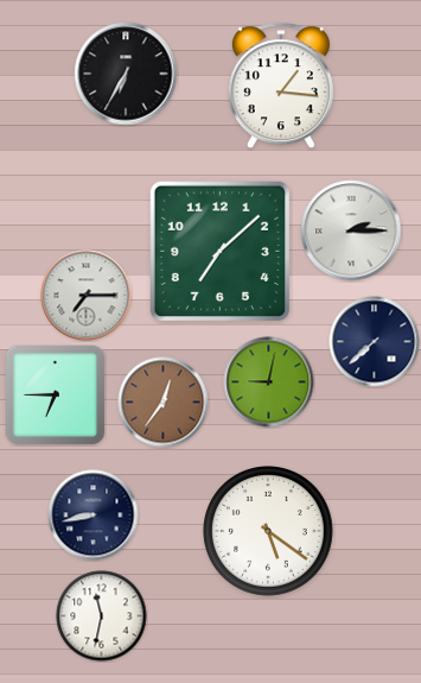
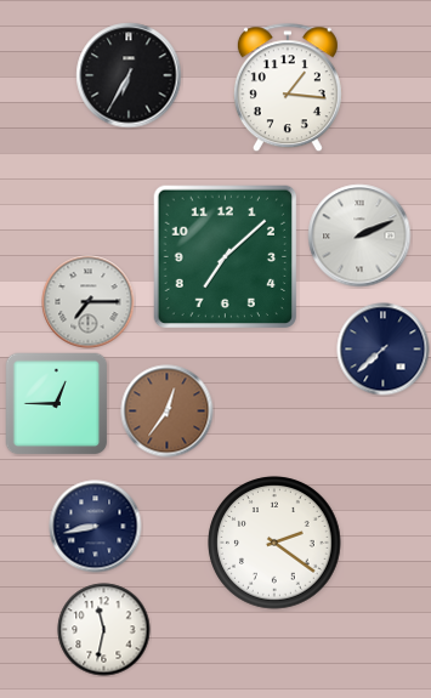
clock at (351, 230): 2:15 -> 2:11
clock at (269, 382): 9:02 -> none
clock at (55, 394): 6:45 -> 12:45
clock at (268, 531): 5:21 -> 2:21
